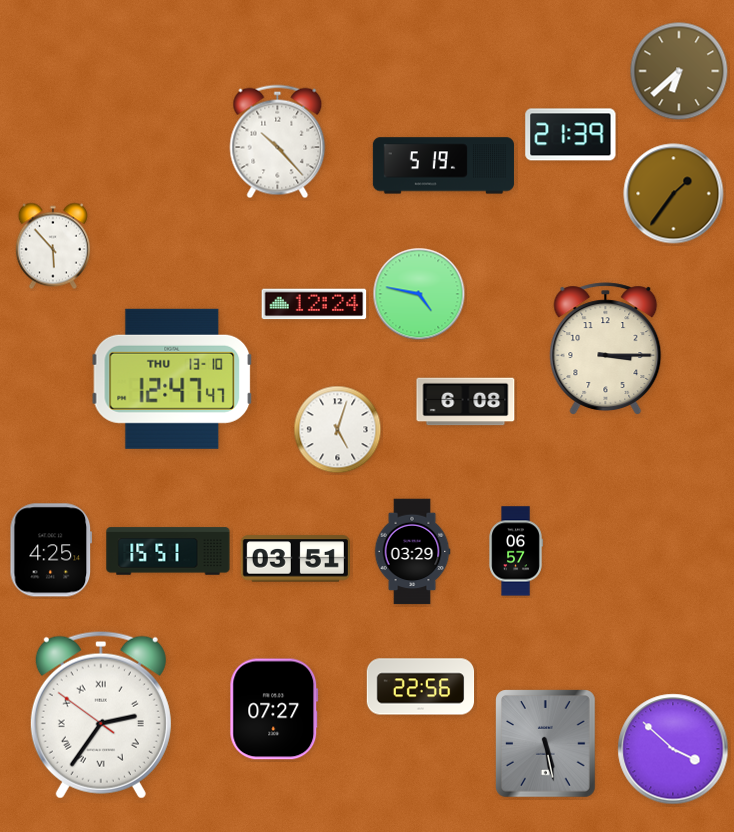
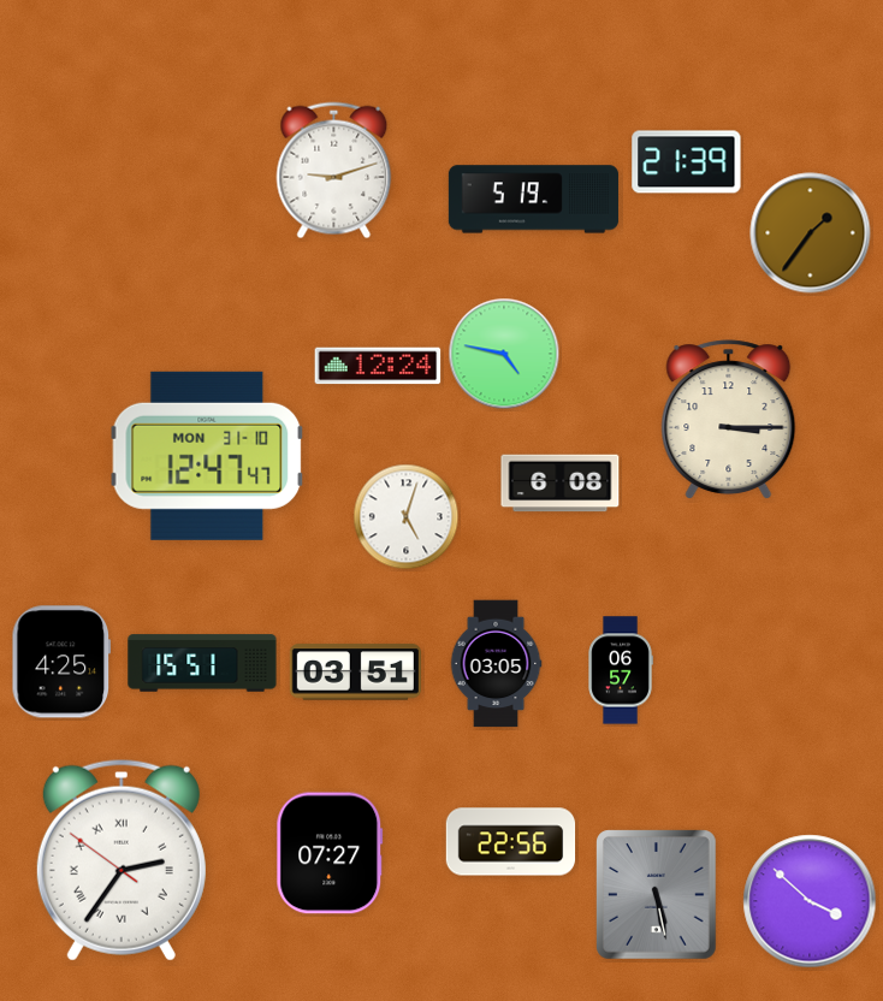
clock at (679, 71): 6:38 -> none
clock at (278, 142): 10:23 -> 9:12
clock at (53, 246): 5:53 -> none
clock at (172, 379) date: THU 13-10 -> MON 31-10
clock at (516, 551) position: (516, 551) -> (621, 670)
clock at (412, 552): 03:29 -> 03:05
clock at (421, 687) position: (421, 687) -> (511, 842)
